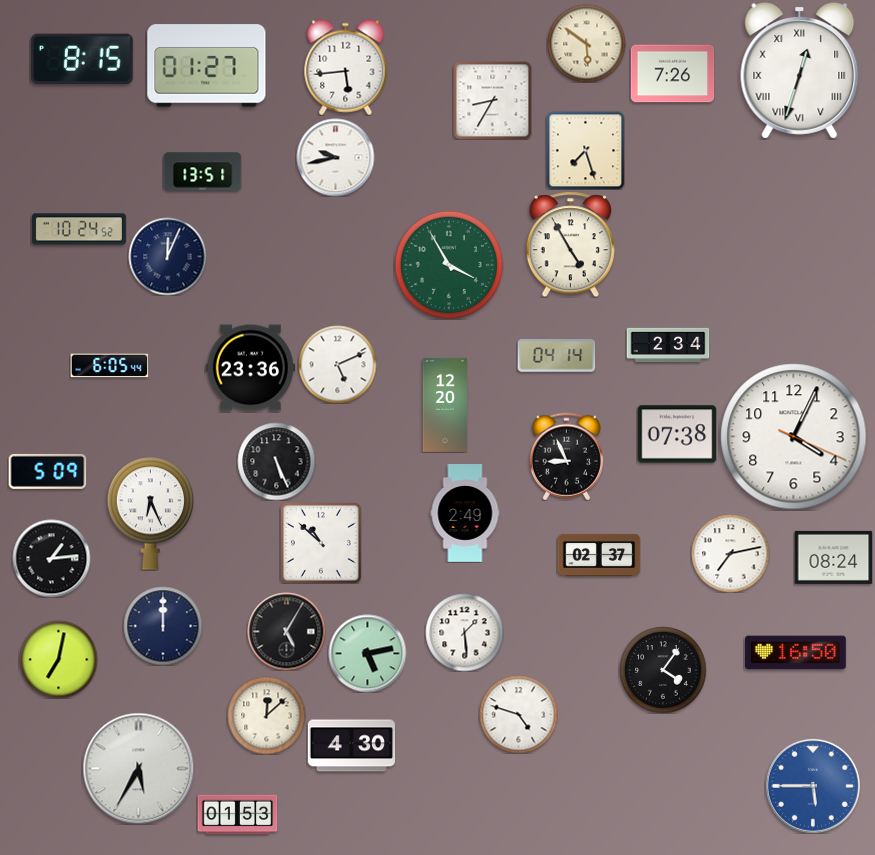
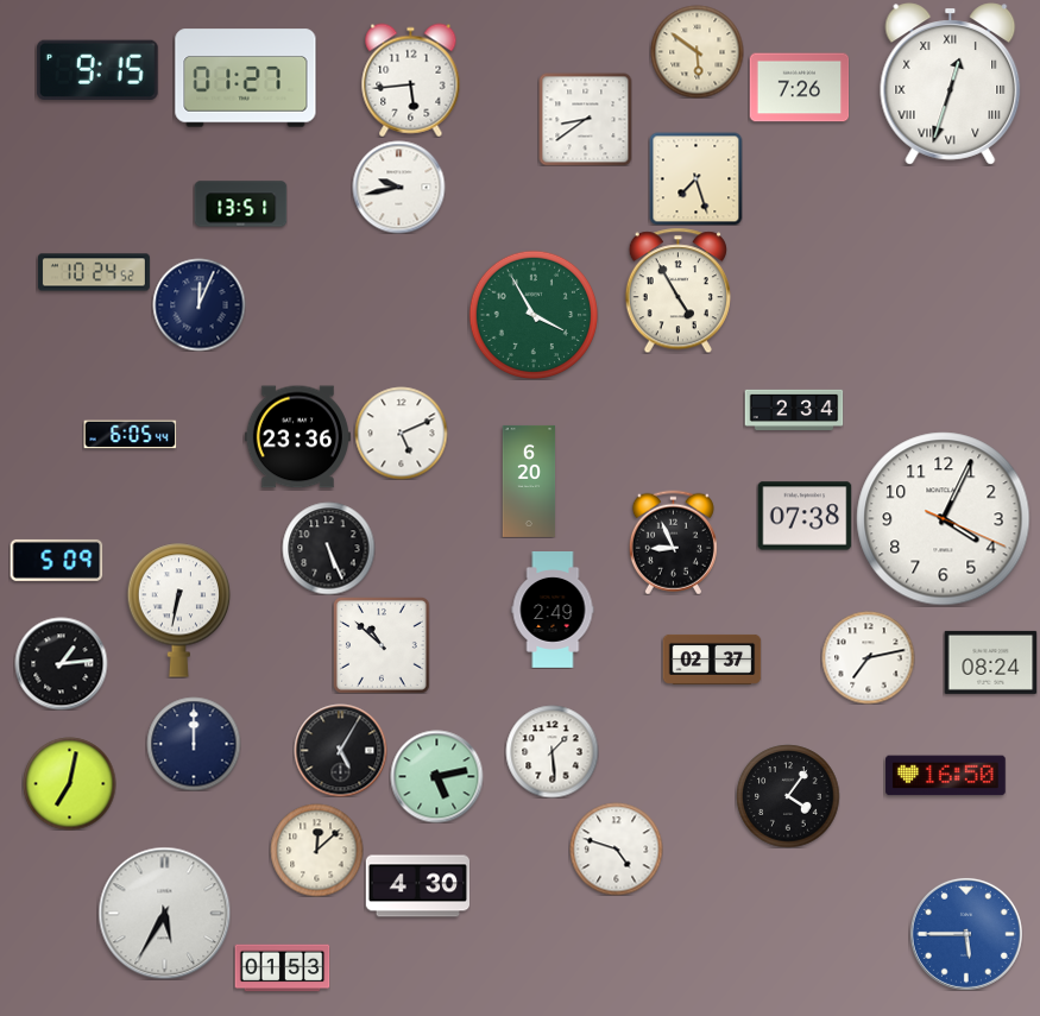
clock at (82, 58): 8:15 -> 9:15
clock at (492, 100): 8:35 -> 8:39
clock at (556, 356): 04:14 -> none
clock at (445, 405): 12:20 -> 6:20
clock at (151, 513): 6:26 -> 6:32
